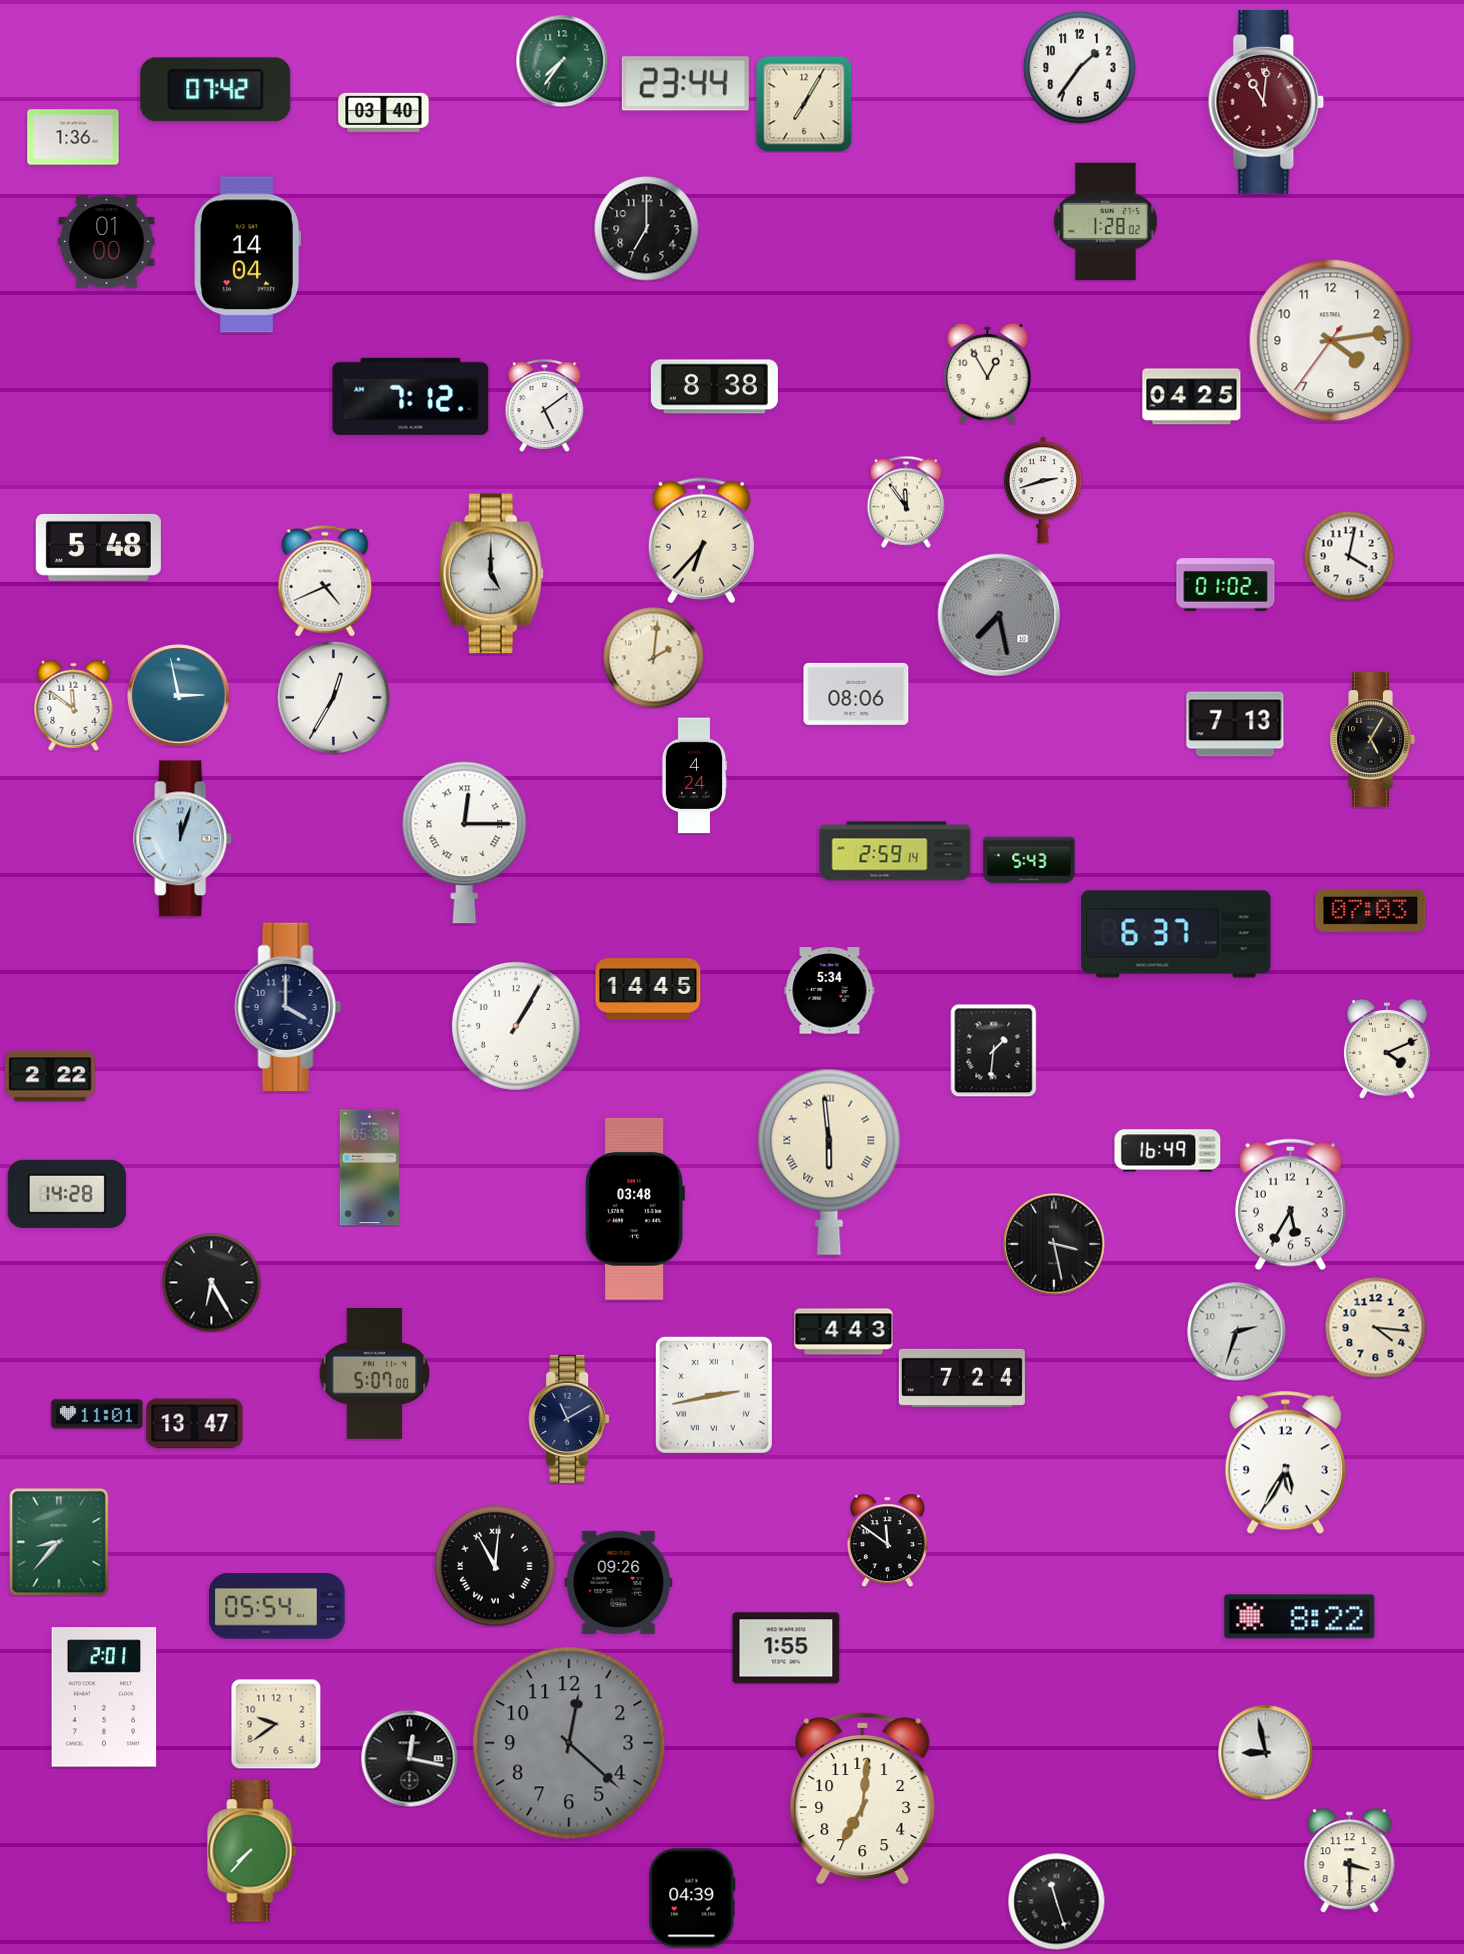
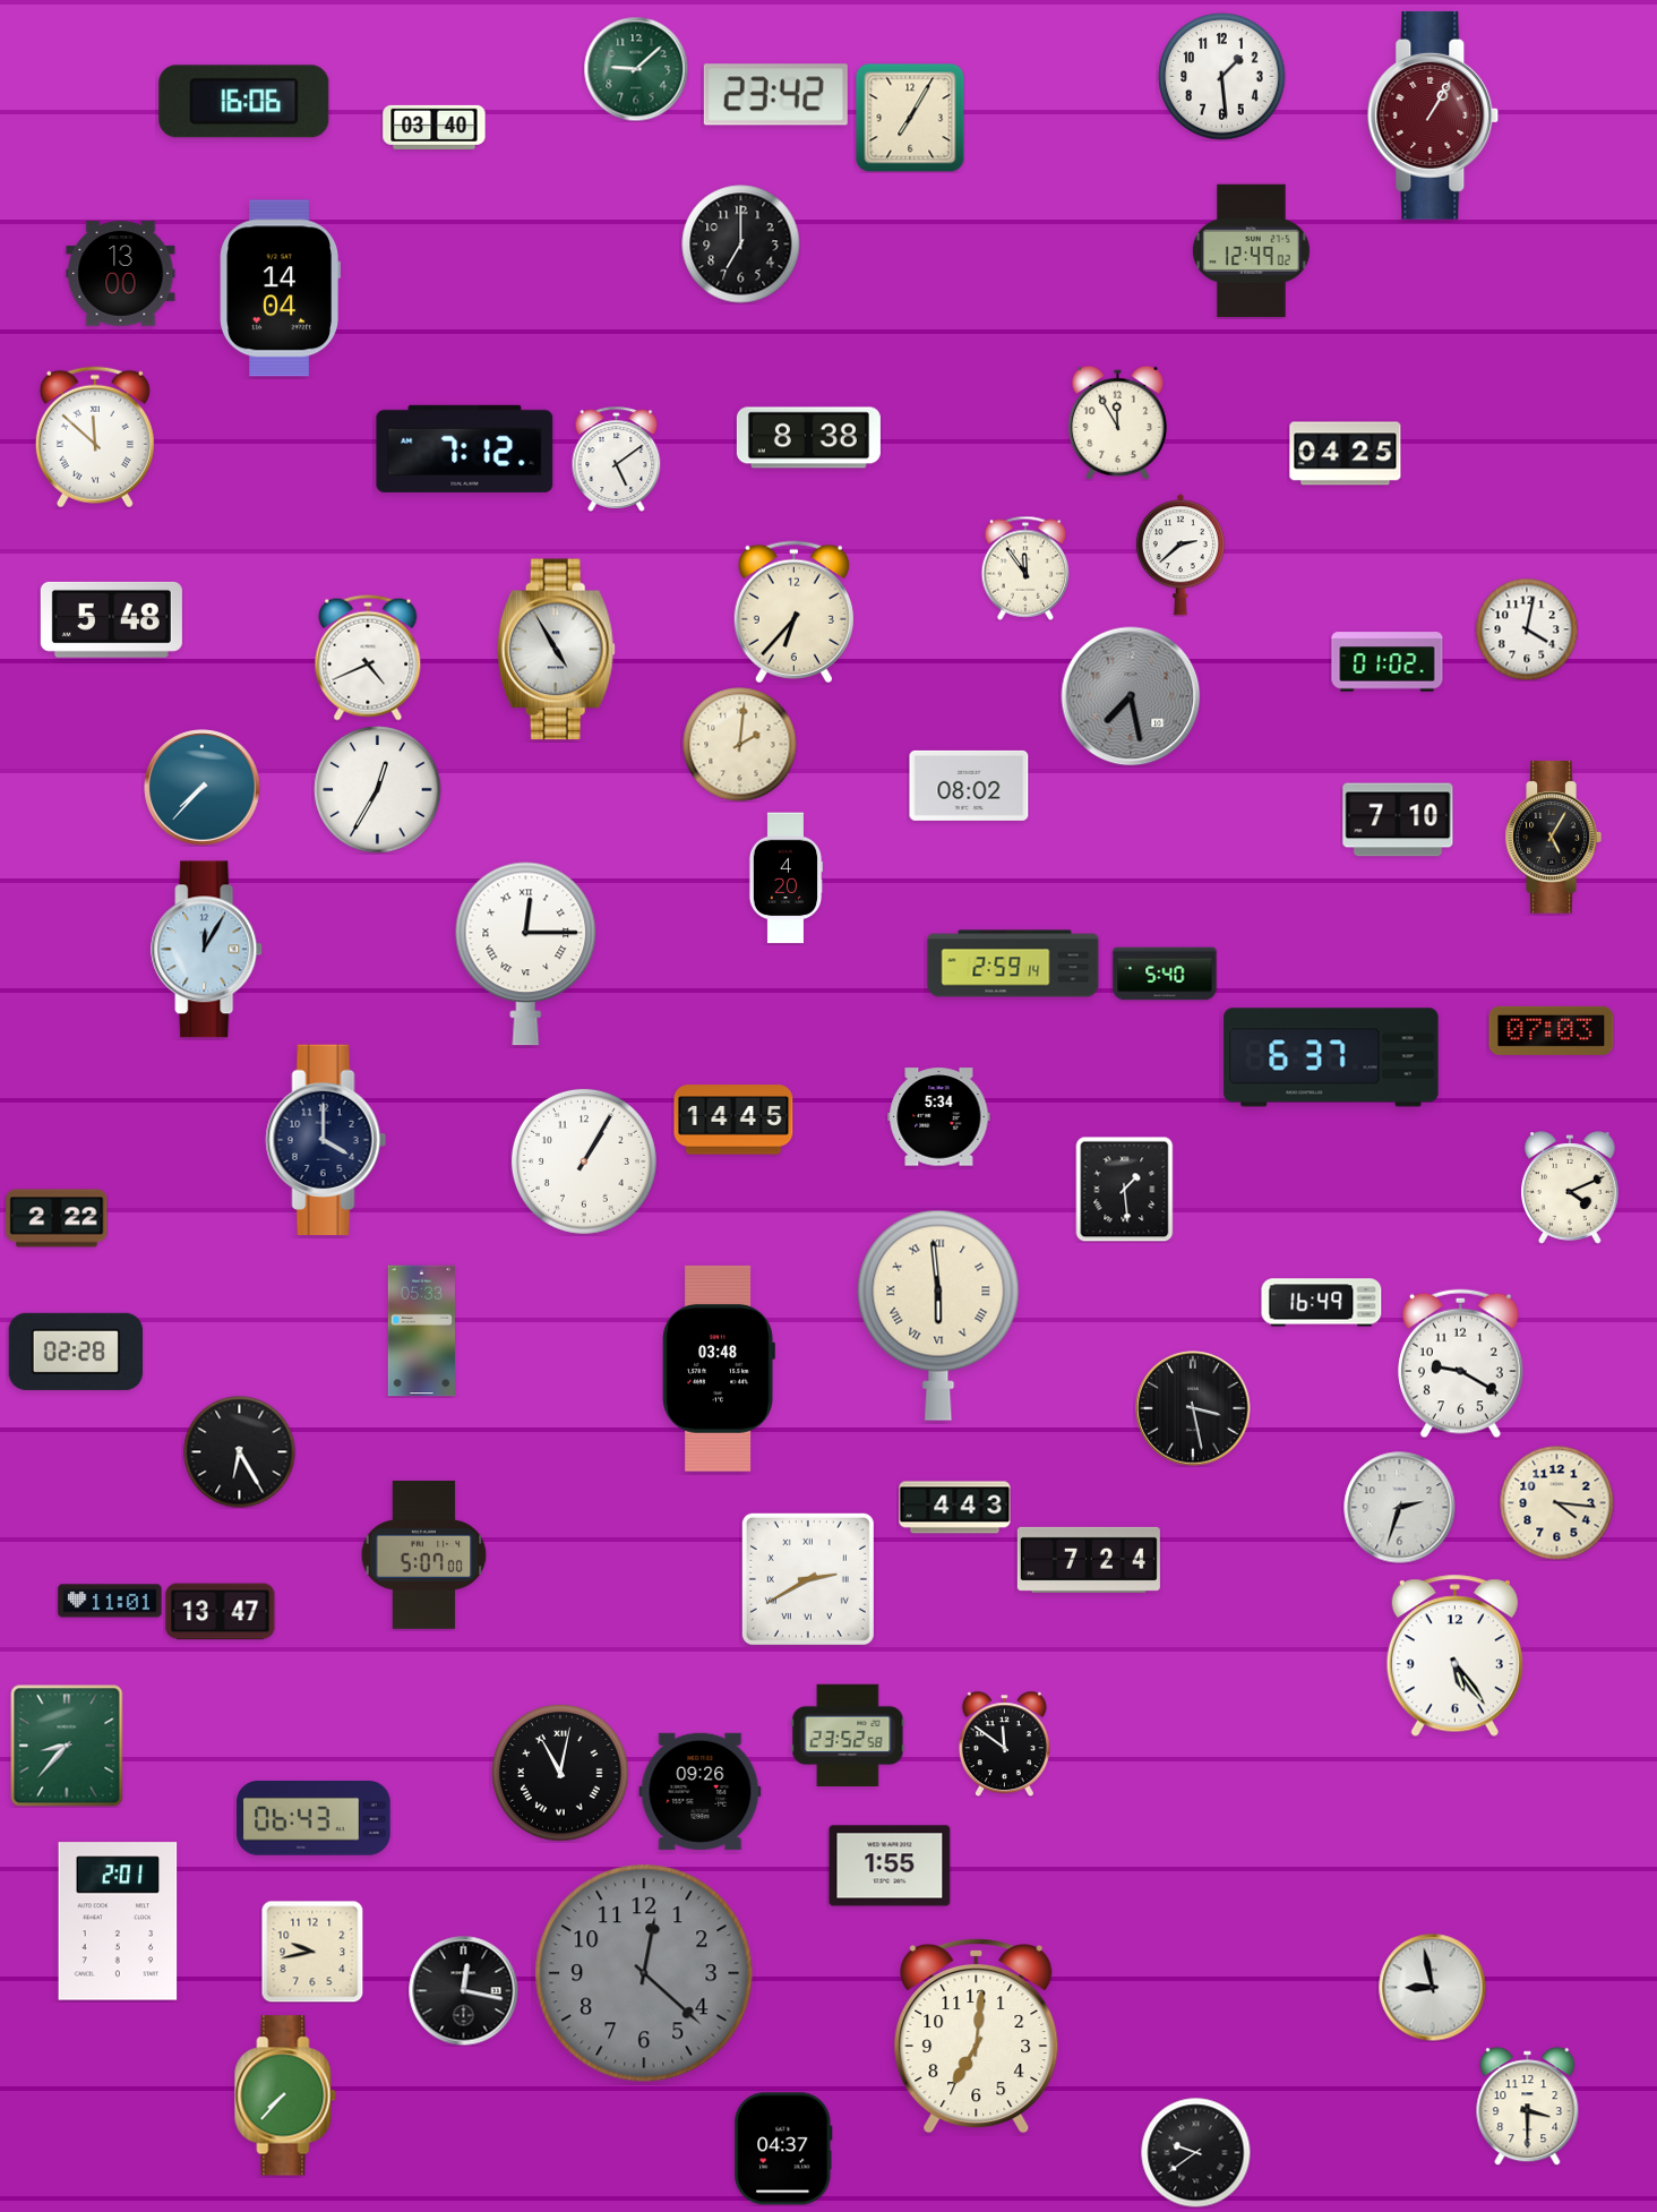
clock at (562, 61): 7:36 -> 9:08
clock at (1080, 68): 1:36 -> 1:29
clock at (685, 84): 23:44 -> 23:42
clock at (216, 90): 07:42 -> 16:06
clock at (1266, 102): 11:01 -> 1:05
clock at (73, 137): 1:36 -> none
clock at (1105, 222): 1:28 -> 12:49
clock at (647, 229) position: (647, 229) -> (741, 245)
clock at (107, 242): 01:00 -> 13:00
clock at (1331, 341): 4:13 -> none
clock at (987, 373): 12:55 -> 11:55
clock at (95, 437): none -> 11:52
clock at (1192, 397) position: (1192, 397) -> (1346, 454)
clock at (1043, 490): 2:42 -> 2:38
clock at (491, 574): 5:00 -> 4:55
clock at (856, 694): 08:06 -> 08:02
clock at (179, 696): 2:58 -> 7:37
clock at (74, 705): 11:51 -> none
clock at (1235, 724): 7:13 -> 7:10
clock at (694, 776): 4:24 -> 4:20
clock at (183, 839): 12:03 -> 12:05
clock at (1029, 860): 5:43 -> 5:40
clock at (830, 991) position: (830, 991) -> (939, 1117)
clock at (994, 1050): 1:31 -> 1:29
clock at (369, 1168) position: (369, 1168) -> (421, 1331)
clock at (66, 1194): 14:28 -> 02:28
clock at (1290, 1205): 5:35 -> 9:20
clock at (714, 1395): 2:43 -> 2:40
clock at (569, 1419): 11:10 -> none
clock at (1285, 1463): 5:35 -> 5:24
clock at (848, 1734): none -> 23:52
clock at (496, 1567): 11:01 -> 11:02
clock at (277, 1606): 05:54 -> 06:43
clock at (1300, 1617): 8:22 -> none
clock at (276, 1724): 9:39 -> 9:43
clock at (1265, 1752) position: (1265, 1752) -> (1432, 1987)
clock at (692, 1898): 04:39 -> 04:37
clock at (1056, 1901): 11:27 -> 9:39
